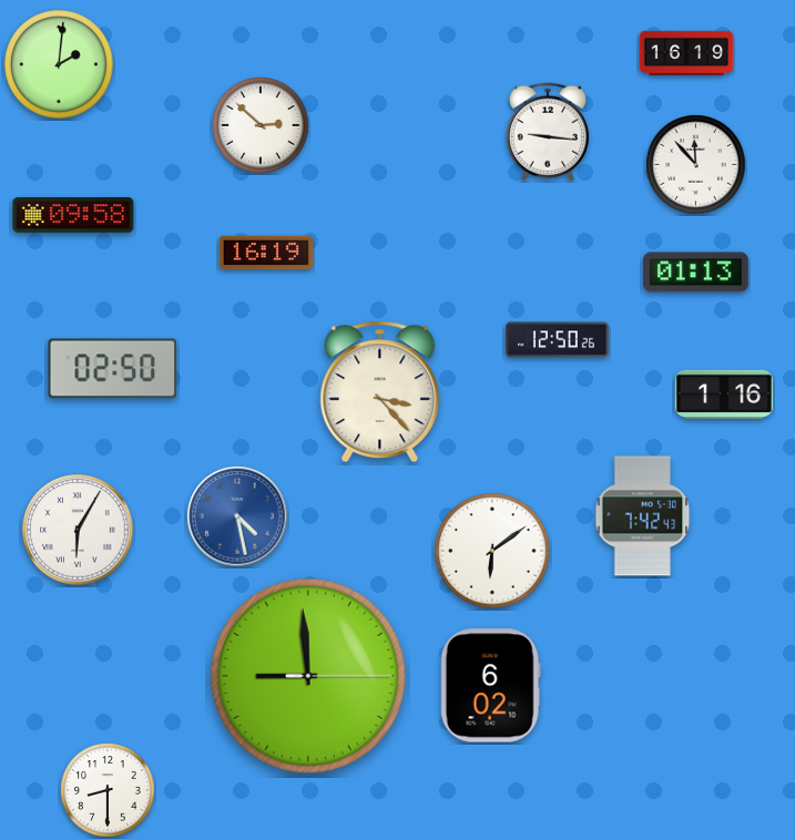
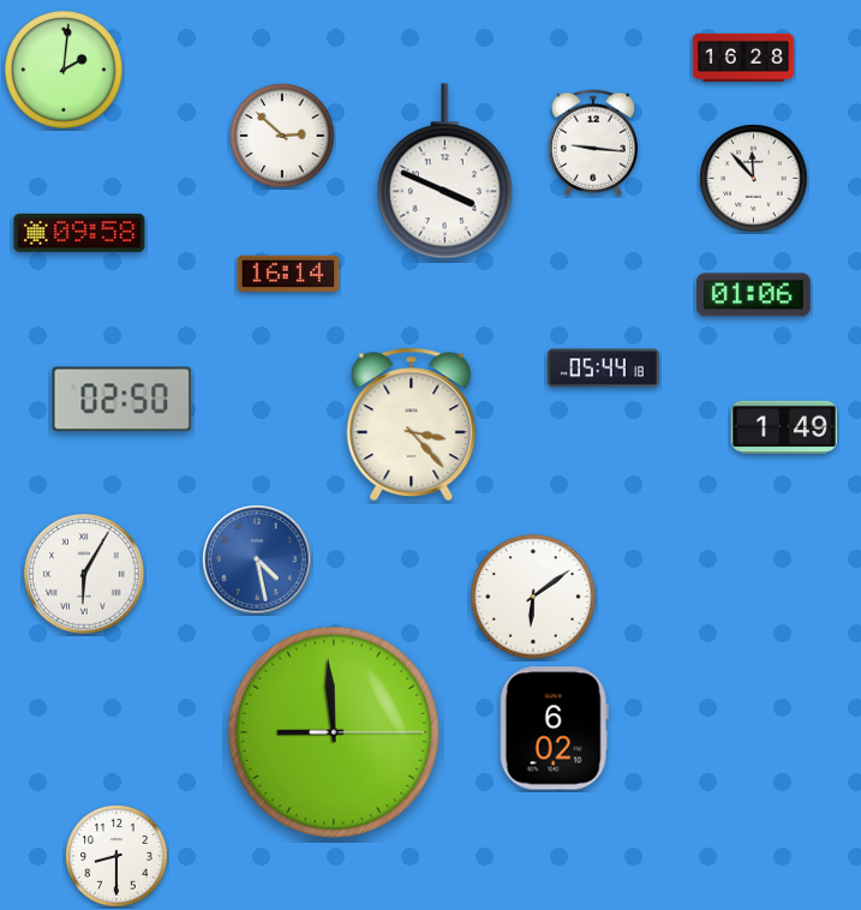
clock at (686, 53): 16:19 -> 16:28
clock at (444, 172): none -> 3:49
clock at (266, 252): 16:19 -> 16:14
clock at (696, 273): 01:13 -> 01:06
clock at (557, 340): 12:50 -> 05:44
clock at (724, 395): 1:16 -> 1:49
clock at (643, 516): 7:42 -> none
clock at (490, 686) position: (490, 686) -> (554, 729)
